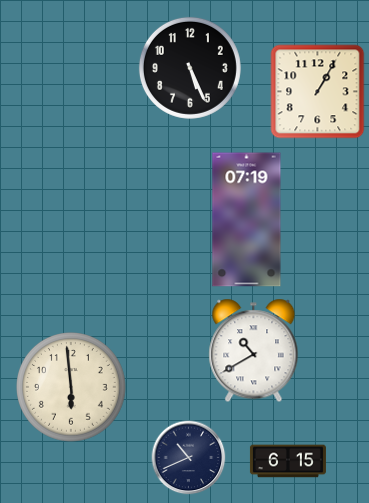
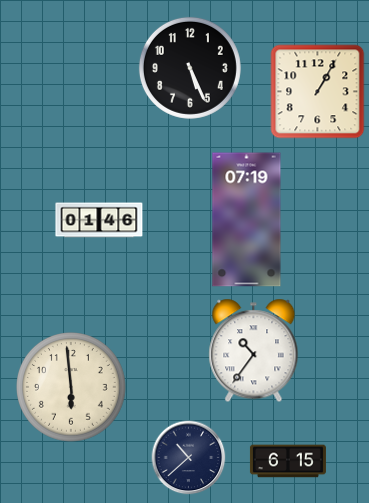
clock at (99, 220): none -> 01:46
clock at (254, 351): 10:40 -> 10:36
clock at (189, 458): 10:41 -> 10:38
